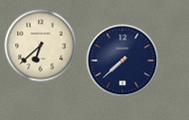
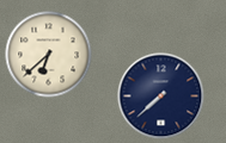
clock at (123, 61) position: (123, 61) -> (161, 97)
